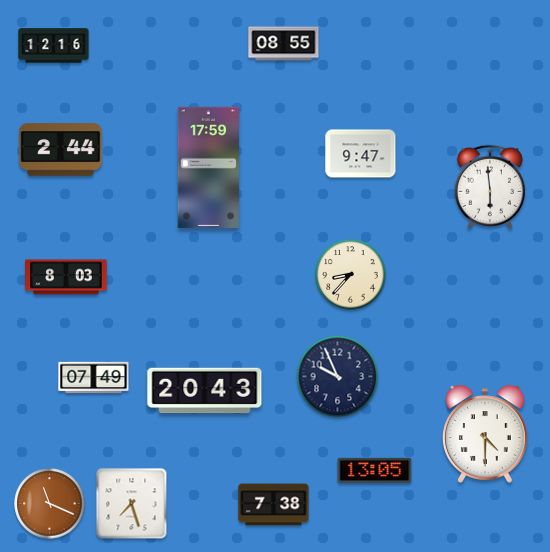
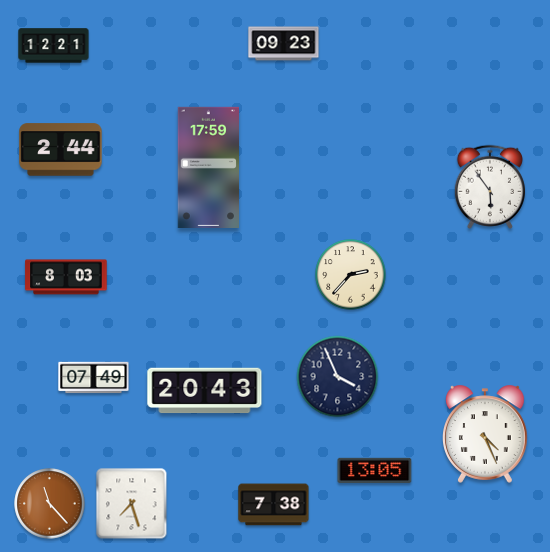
clock at (284, 44): 08:55 -> 09:23
clock at (54, 46): 12:16 -> 12:21
clock at (361, 154): 9:47 -> none
clock at (490, 187): 5:59 -> 5:54
clock at (351, 275): 8:37 -> 2:37
clock at (338, 377): 9:56 -> 3:56
clock at (486, 434): 4:30 -> 4:26
clock at (50, 504): 11:19 -> 11:23
